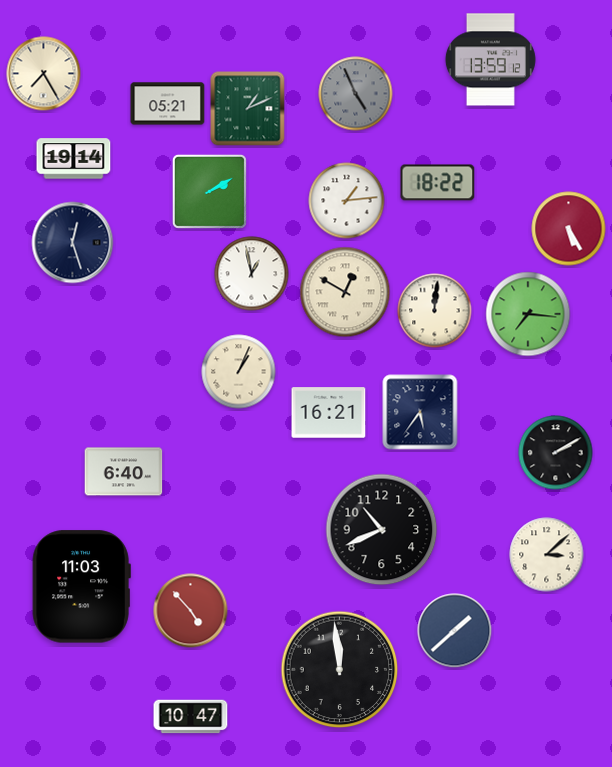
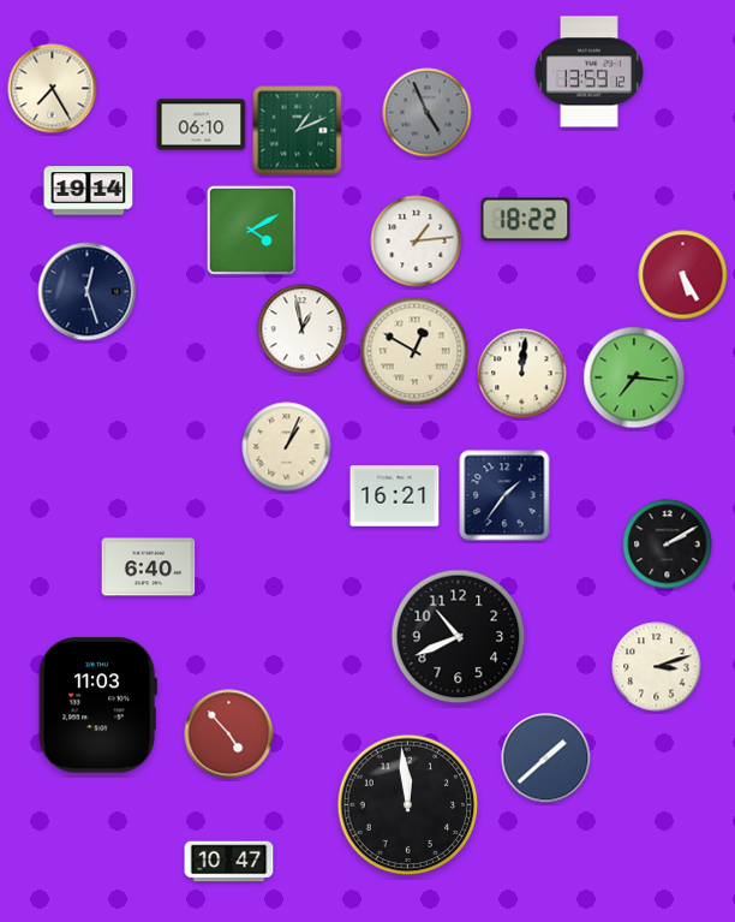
clock at (168, 104): 05:21 -> 06:10
clock at (209, 191): 2:10 -> 4:10
clock at (420, 412): 5:36 -> 1:36
clock at (547, 555): 3:08 -> 3:12
